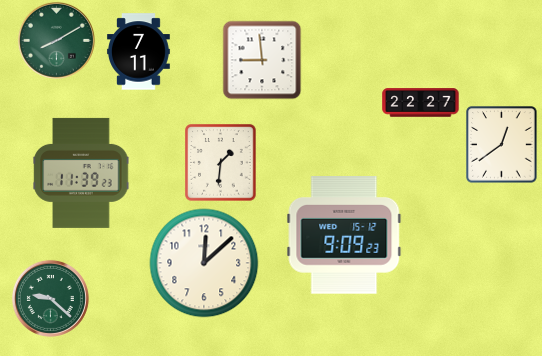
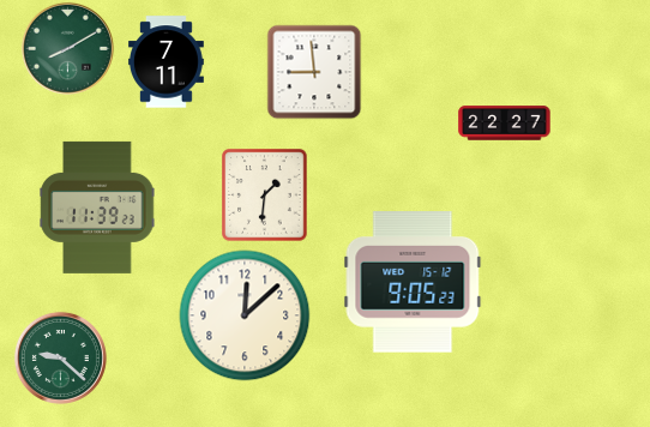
clock at (502, 145): 12:39 -> none
clock at (344, 235): 9:09 -> 9:05
